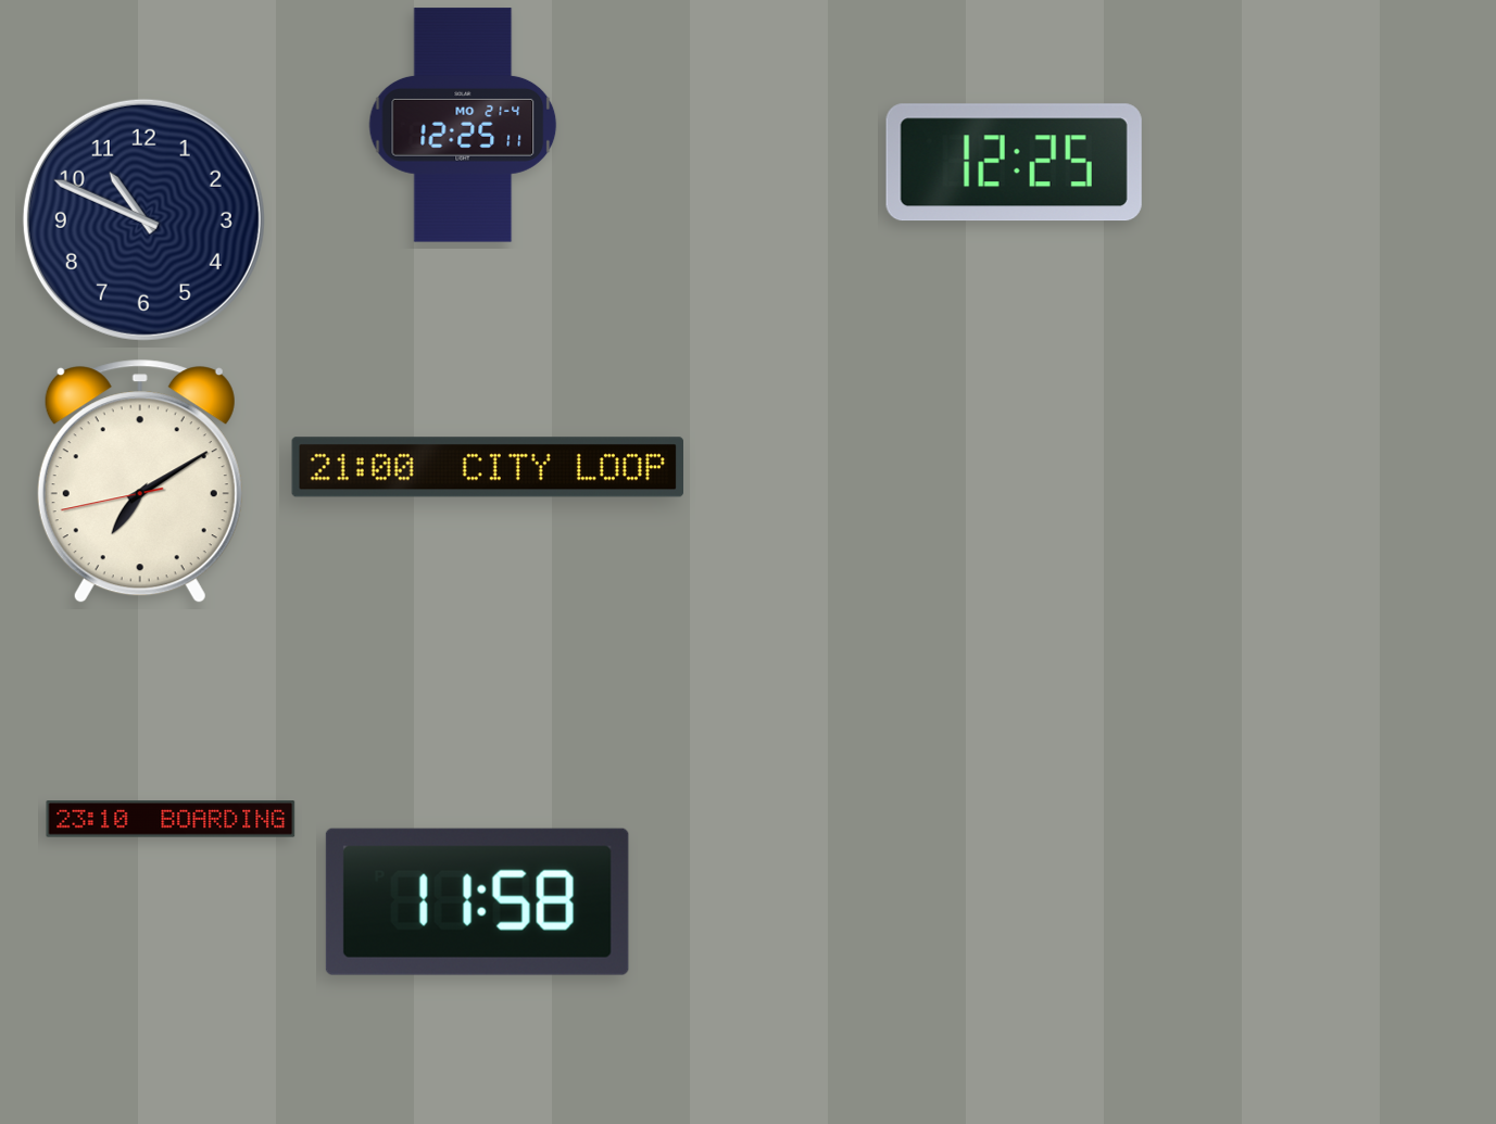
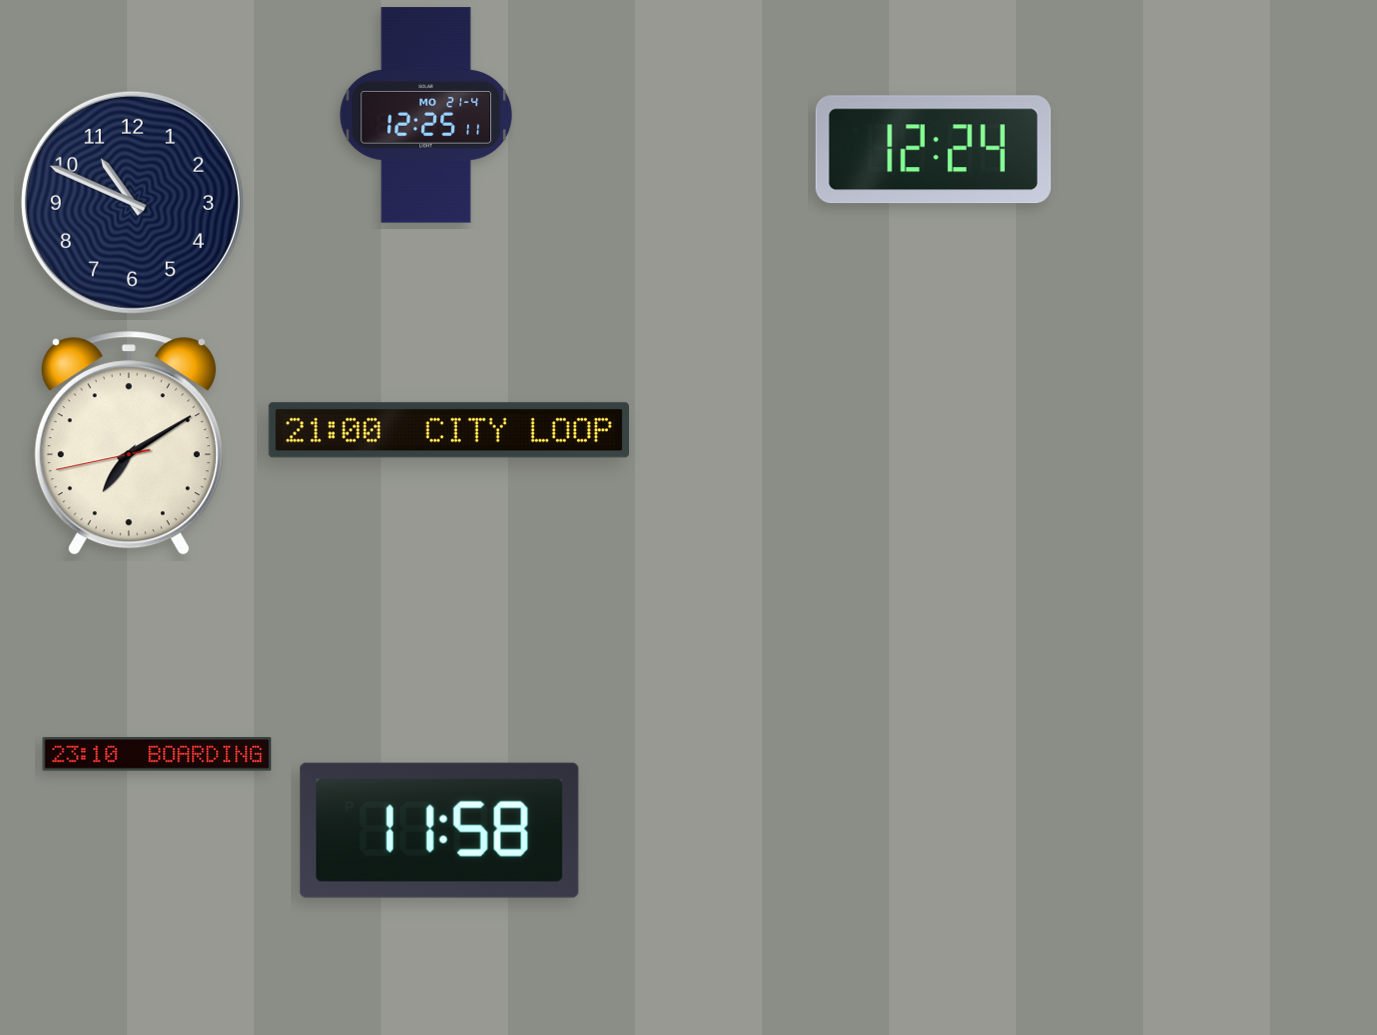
clock at (1014, 163): 12:25 -> 12:24
